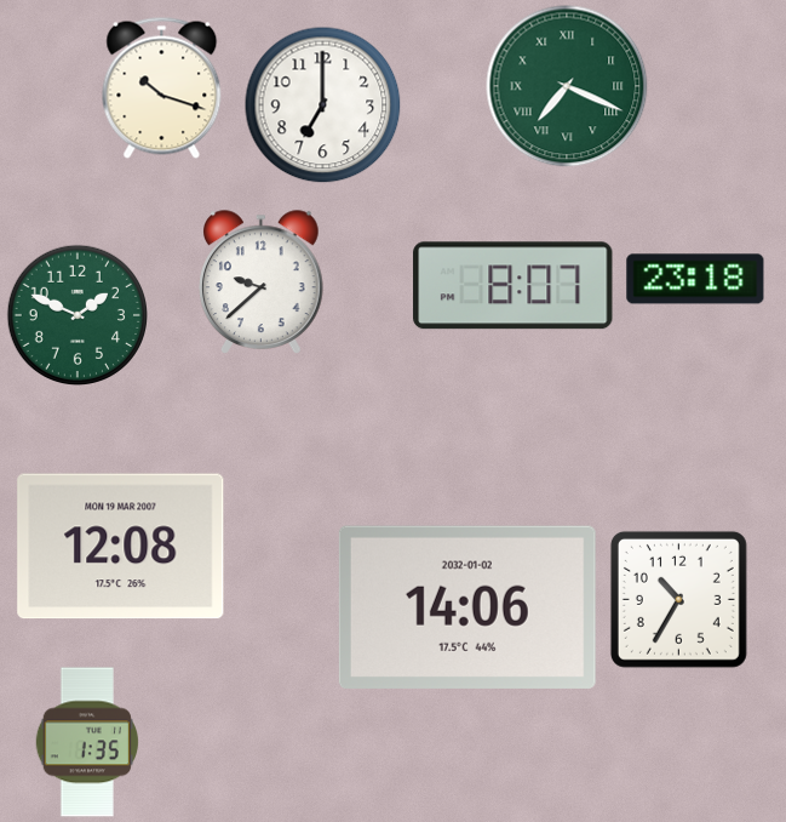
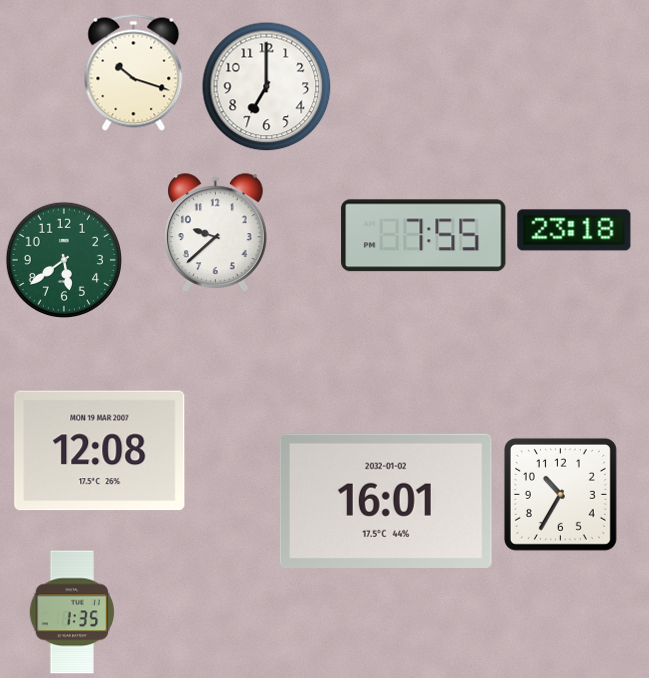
clock at (567, 86): 7:19 -> none
clock at (514, 286): 8:07 -> 7:55
clock at (76, 314): 1:49 -> 5:39
clock at (467, 607): 14:06 -> 16:01
